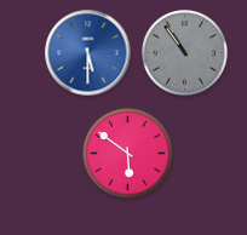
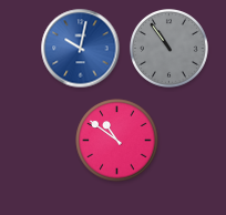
clock at (88, 53): 5:30 -> 10:02
clock at (128, 154): 5:51 -> 10:51
